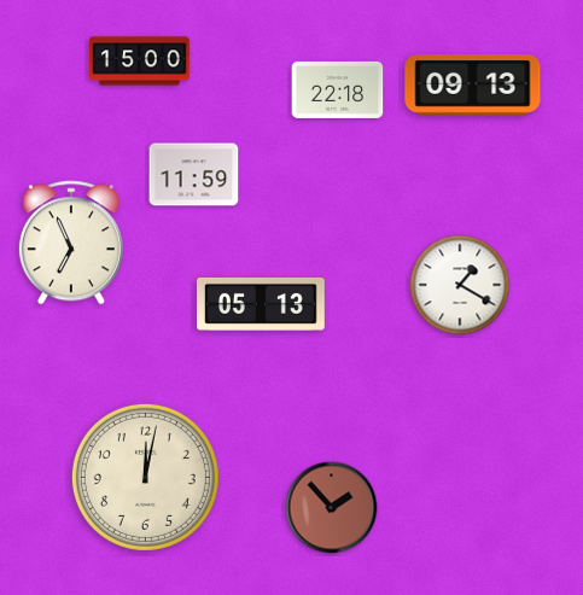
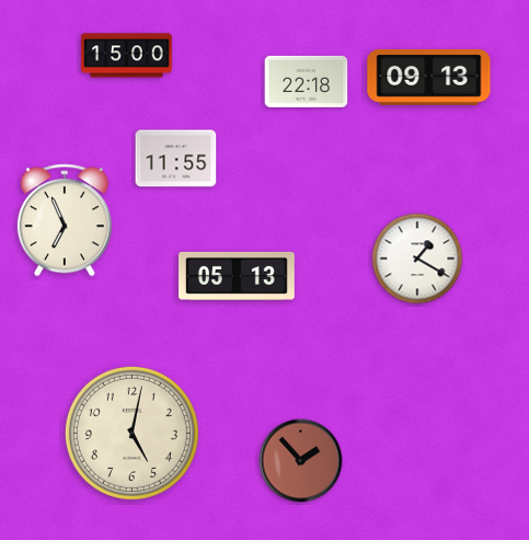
clock at (194, 175): 11:59 -> 11:55
clock at (145, 477): 12:02 -> 5:02
